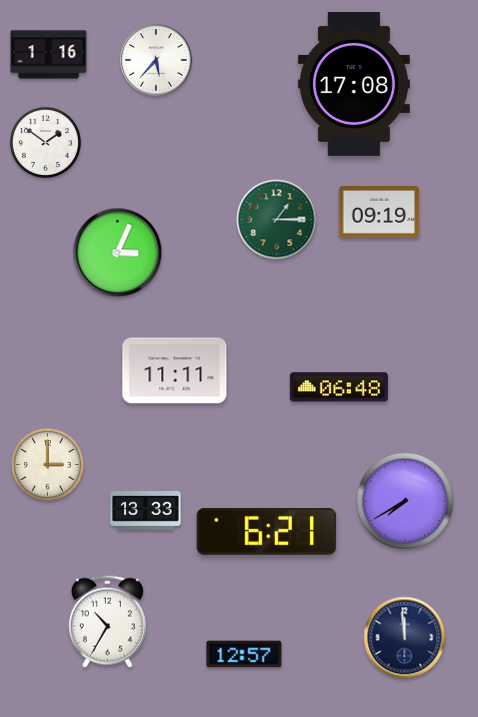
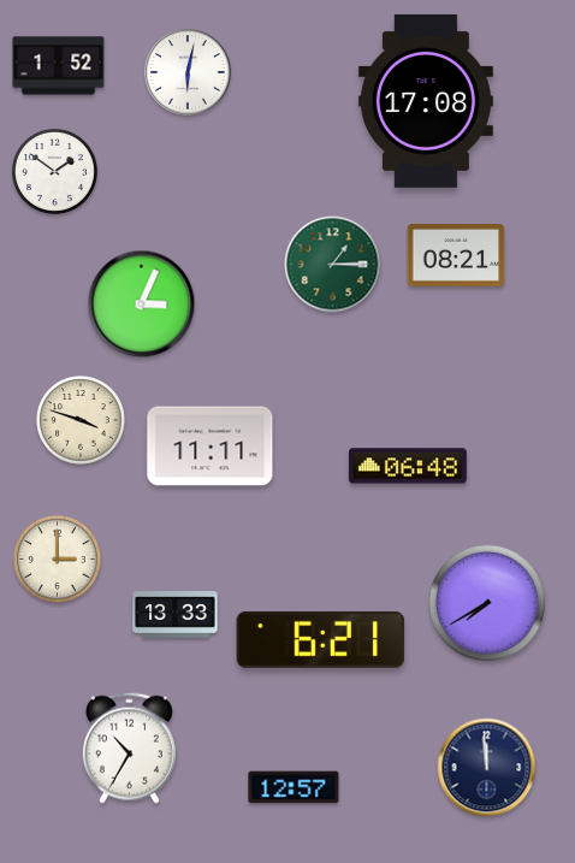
clock at (49, 55): 1:16 -> 1:52
clock at (156, 60): 5:37 -> 6:02
clock at (379, 213): 09:19 -> 08:21
clock at (81, 420): none -> 3:48
